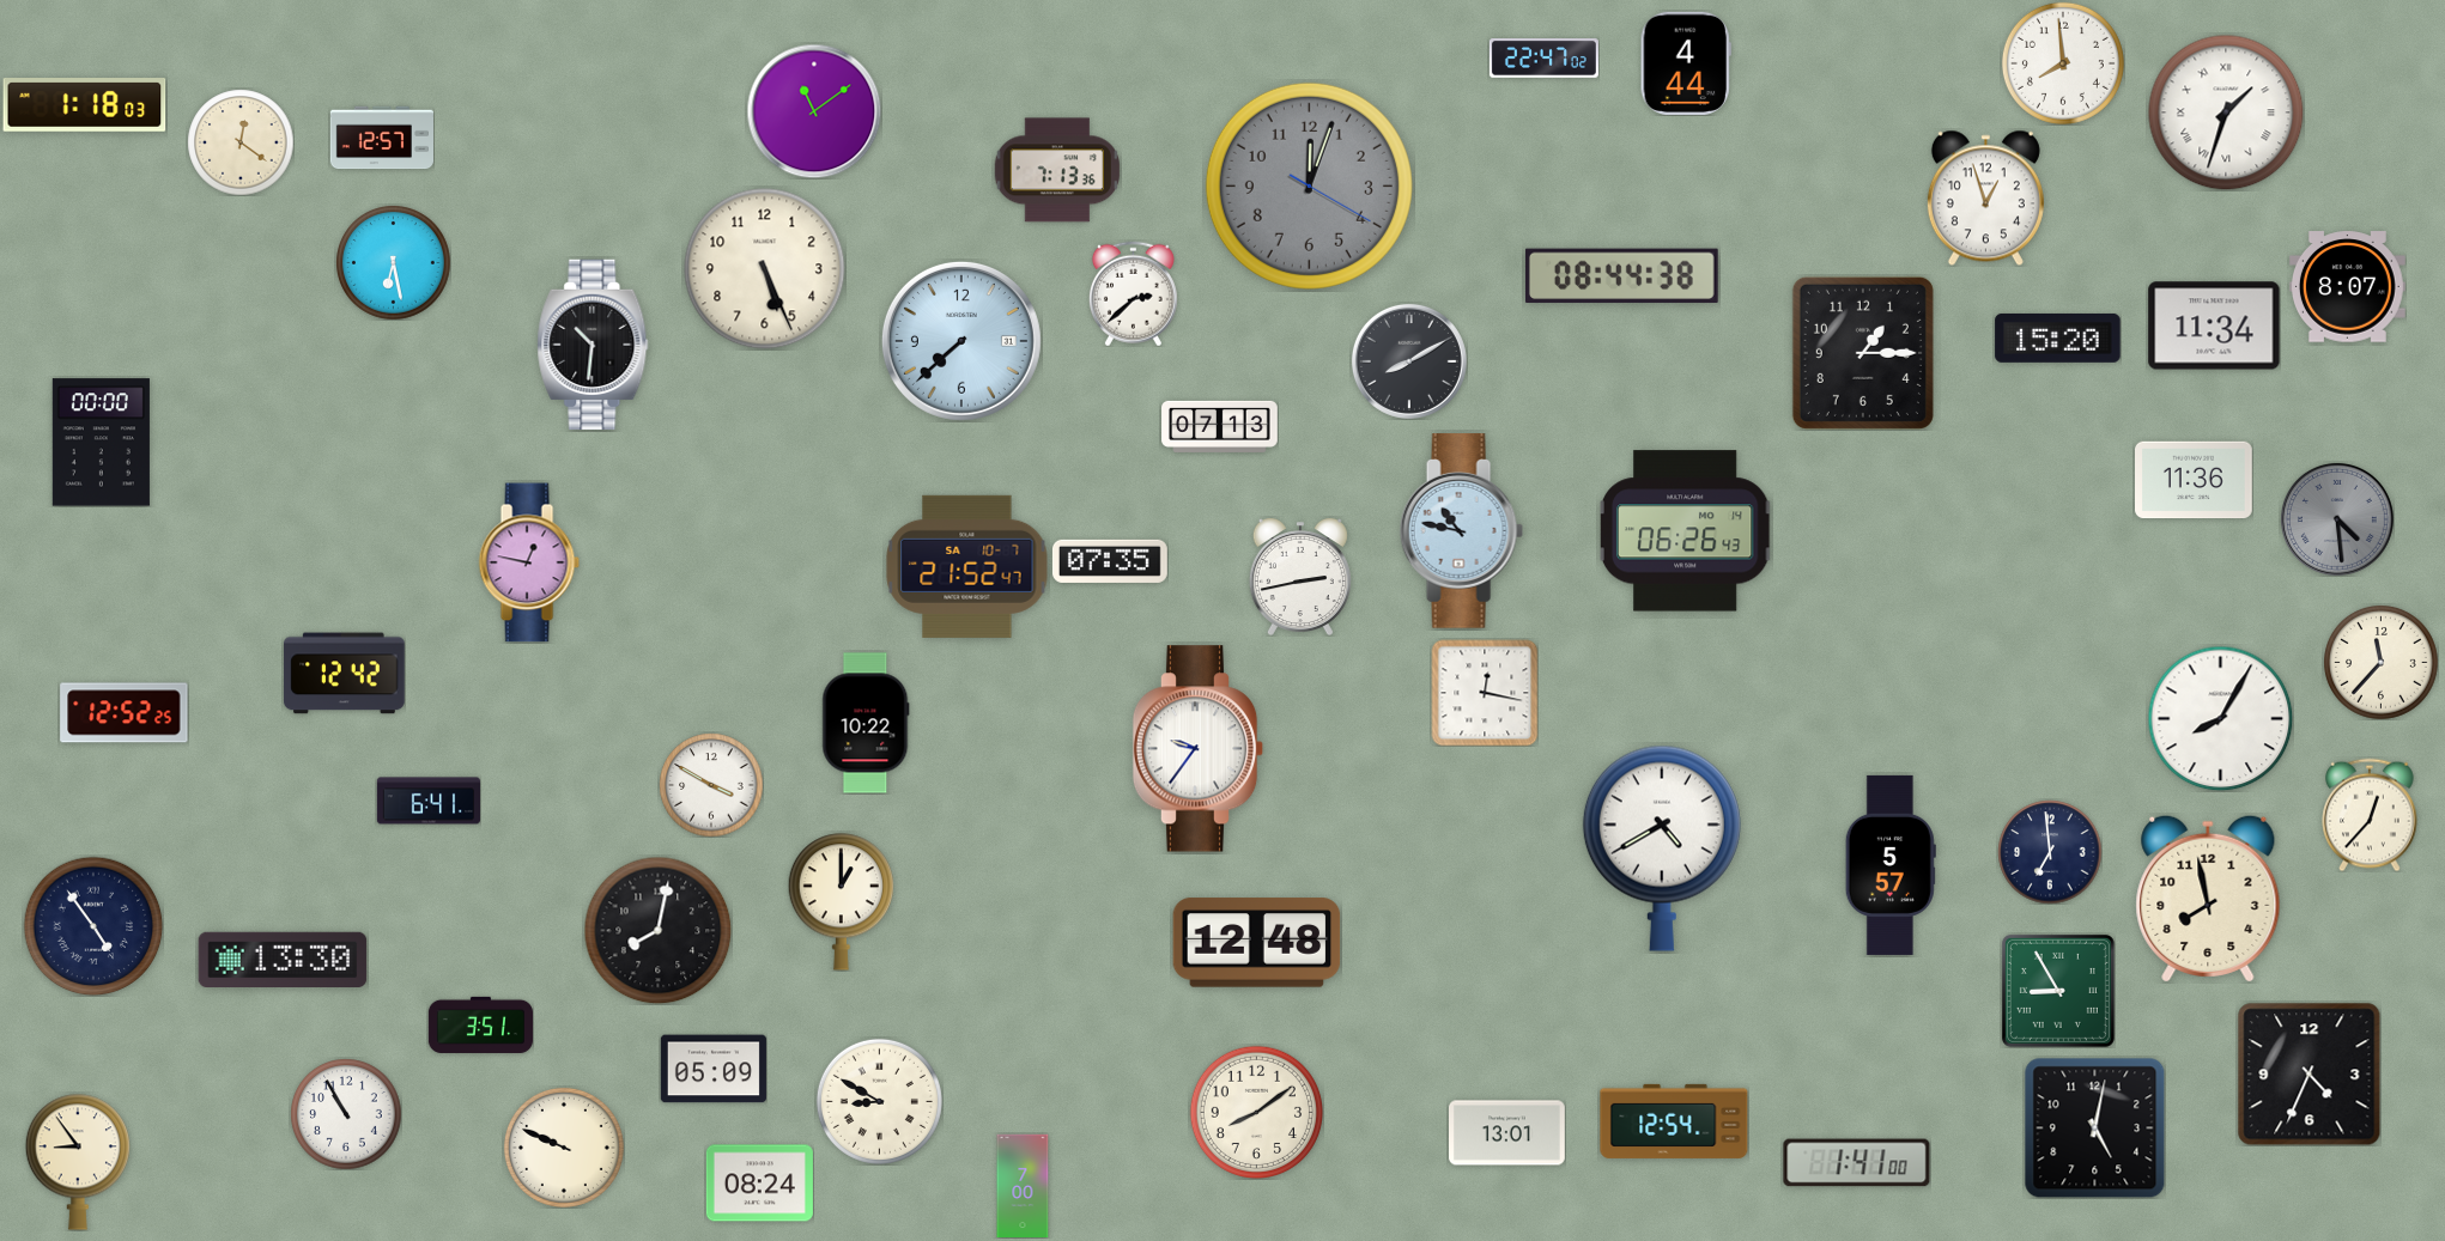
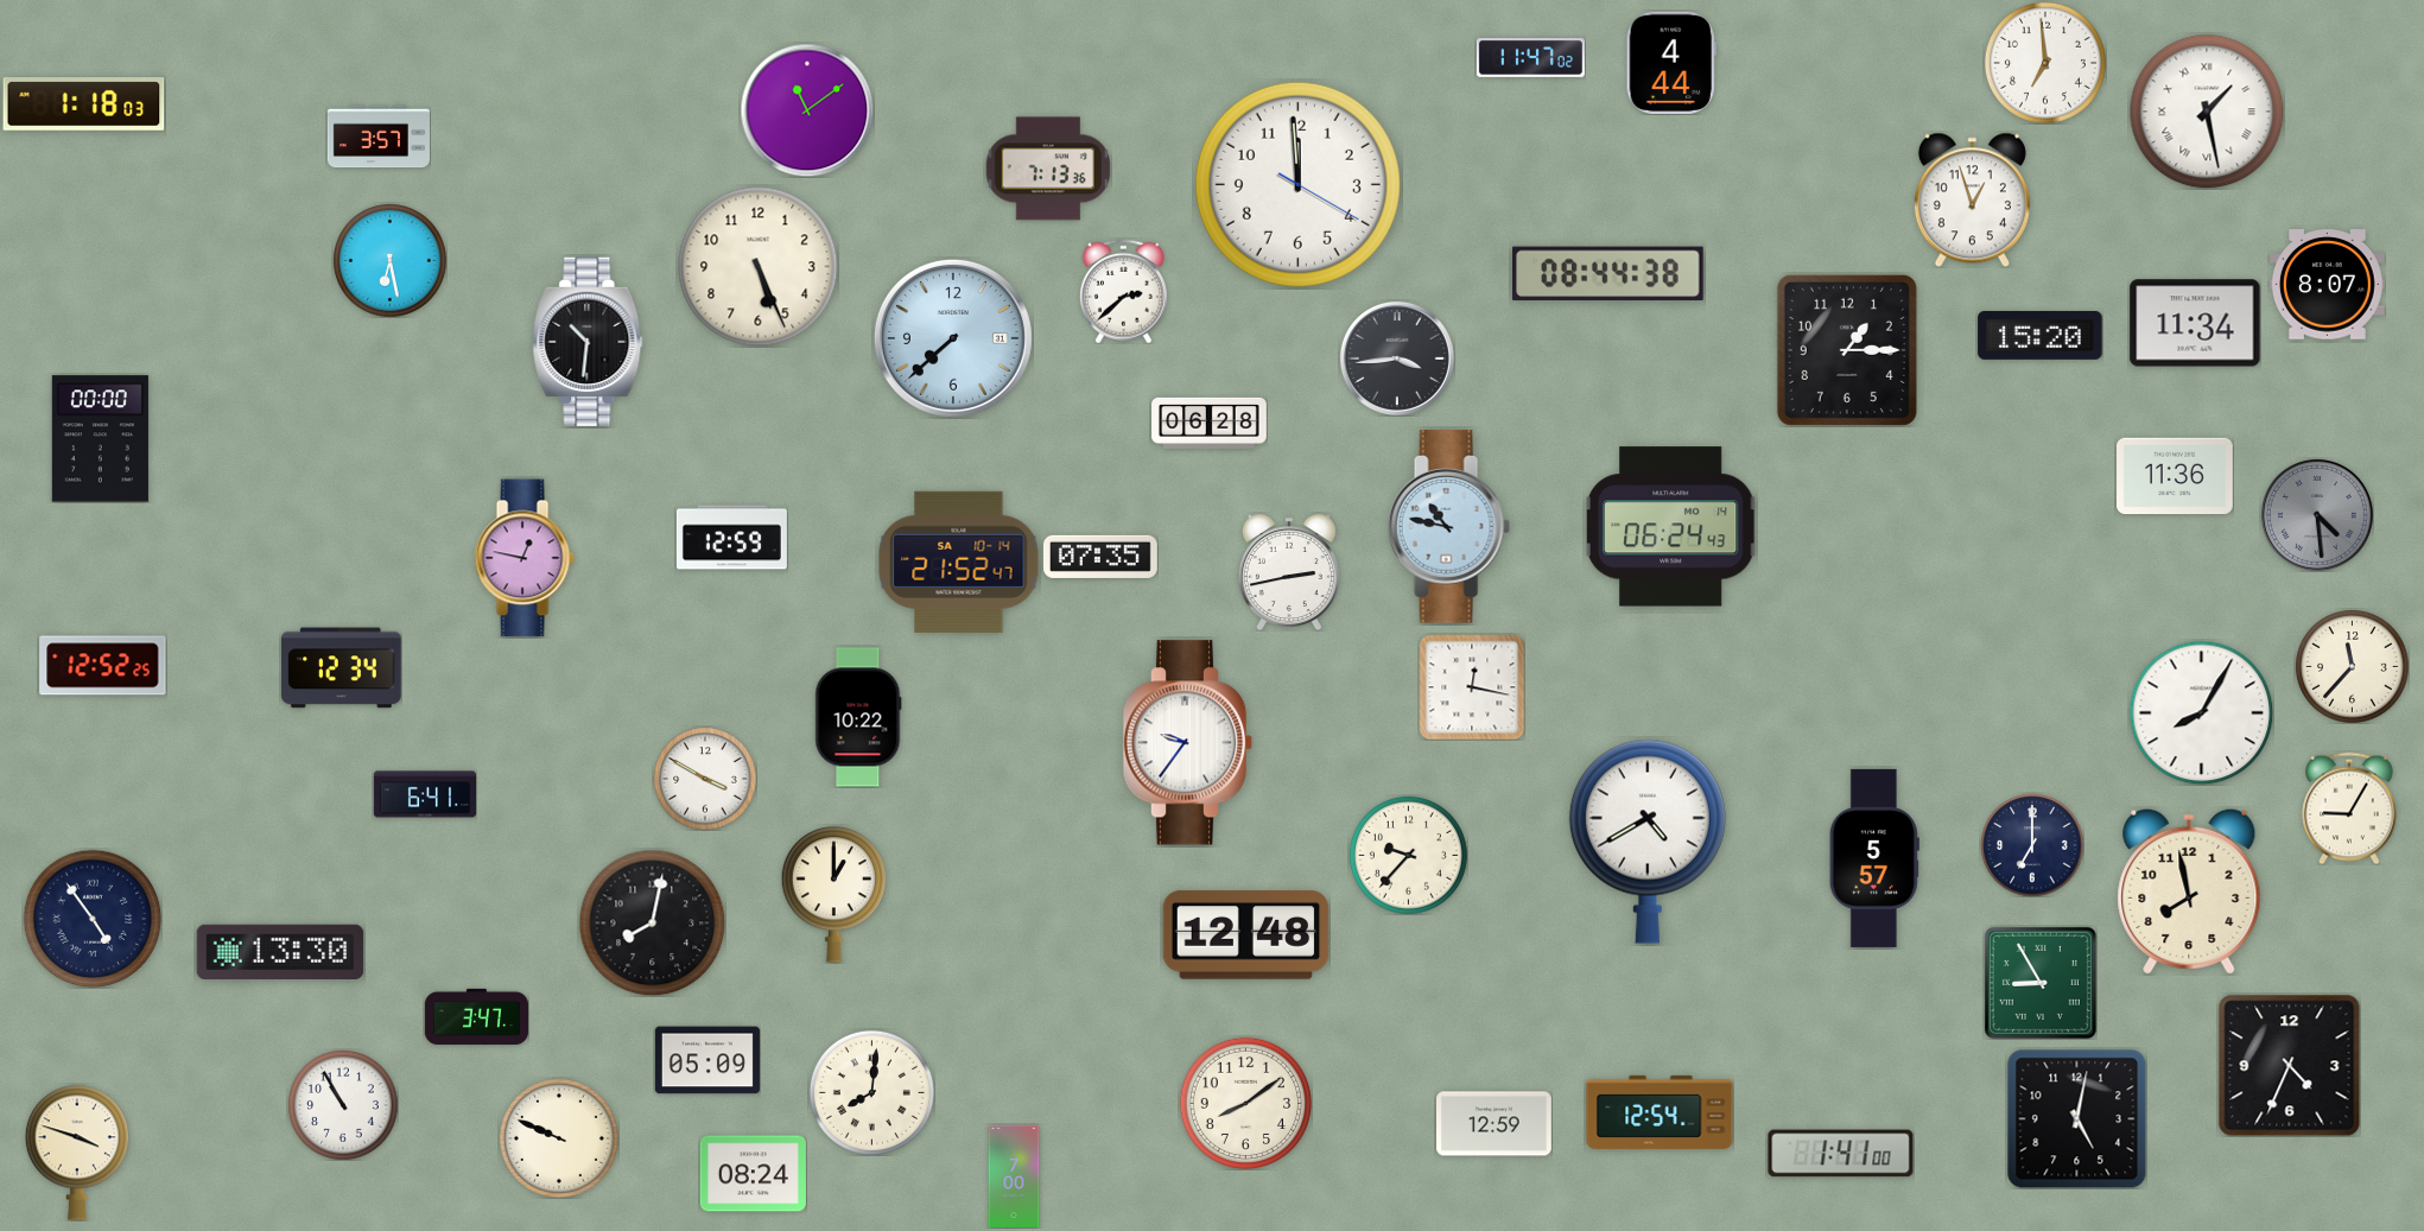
clock at (1543, 59): 22:47 -> 11:47
clock at (2063, 63): 7:59 -> 6:59
clock at (2226, 112): 1:33 -> 1:28
clock at (381, 138): 12:57 -> 3:57
clock at (241, 142): 12:21 -> none
clock at (1309, 185): 12:03 -> 11:59
clock at (1309, 185) dial: grey -> white
clock at (1985, 197) position: (1985, 197) -> (1972, 199)
clock at (1409, 361): 8:10 -> 3:44
clock at (1220, 426): 07:13 -> 06:28
clock at (1685, 531): 06:26 -> 06:24
clock at (731, 538): none -> 12:59
clock at (967, 566) date: SA 10-7 -> SA 10-14
clock at (2382, 663) position: (2382, 663) -> (2353, 667)
clock at (345, 674): 12:42 -> 12:34
clock at (125, 713) position: (125, 713) -> (103, 666)
clock at (2370, 815): 12:37 -> 9:05
clock at (2050, 852): 6:59 -> 7:00
clock at (1408, 855): none -> 9:37
clock at (480, 1024): 3:51 -> 3:47
clock at (879, 1101): 8:50 -> 8:01
clock at (1507, 1133): 13:01 -> 12:59
clock at (77, 1162): 8:54 -> 3:48
